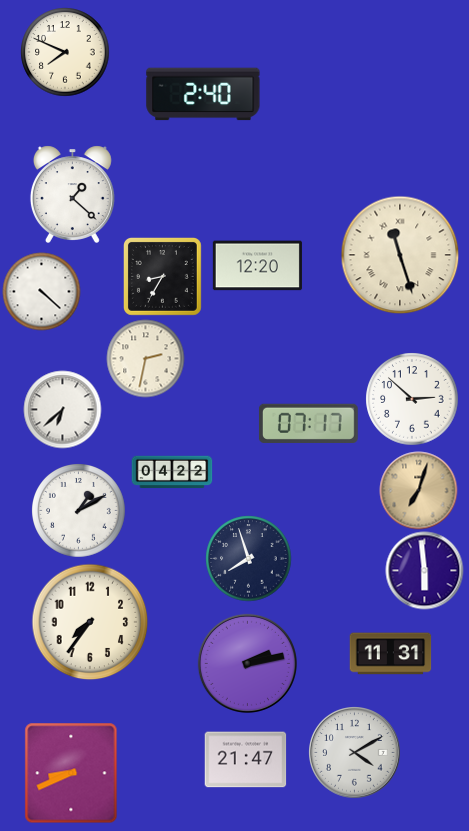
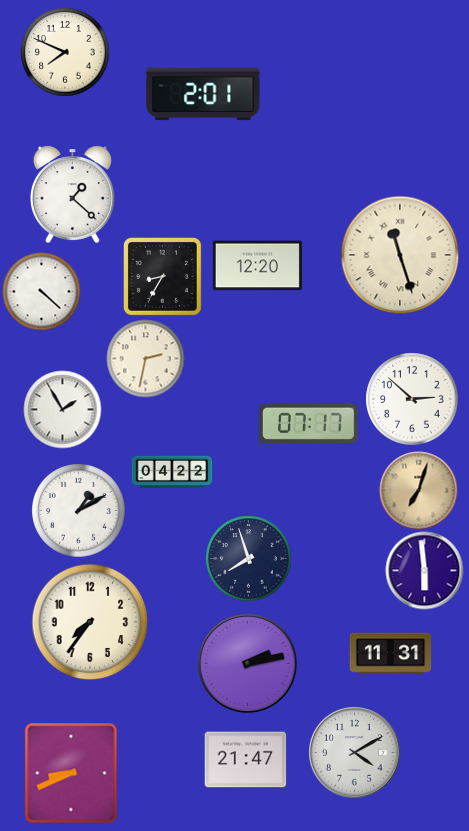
clock at (203, 94): 2:40 -> 2:01
clock at (62, 409): 6:38 -> 1:55
